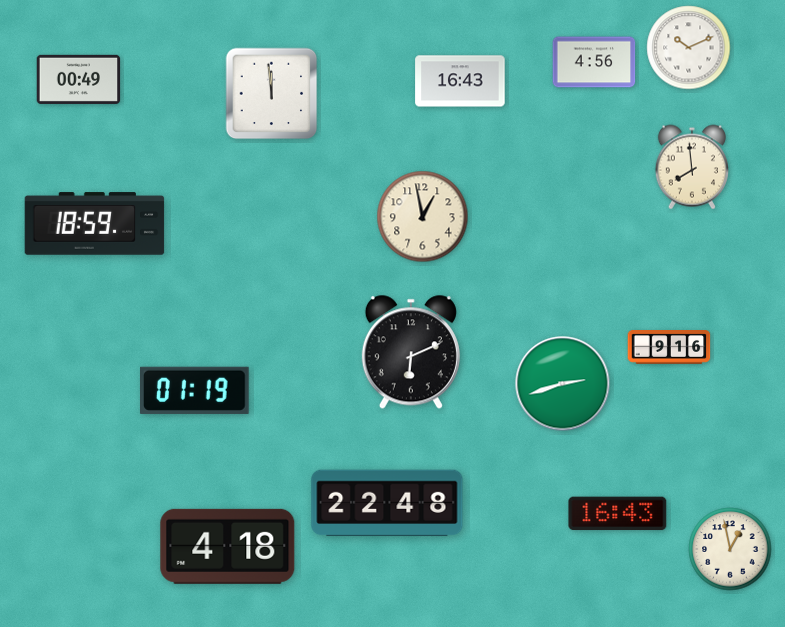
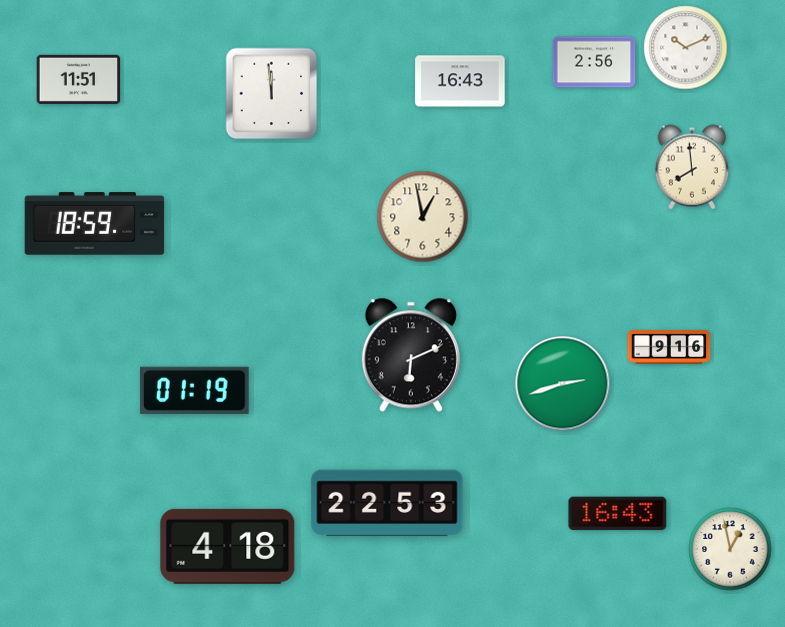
clock at (689, 48) position: (689, 48) -> (686, 48)
clock at (594, 62): 4:56 -> 2:56
clock at (79, 79): 00:49 -> 11:51
clock at (411, 352) position: (411, 352) -> (411, 355)
clock at (387, 503): 22:48 -> 22:53
